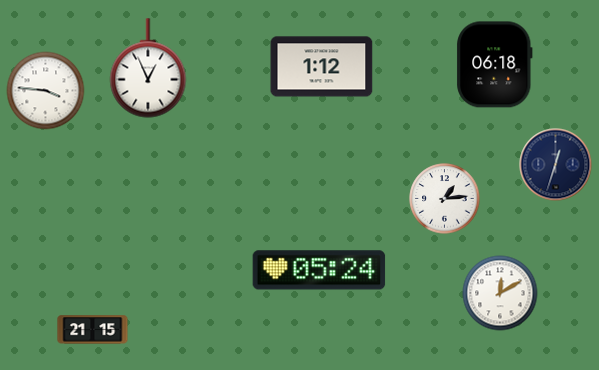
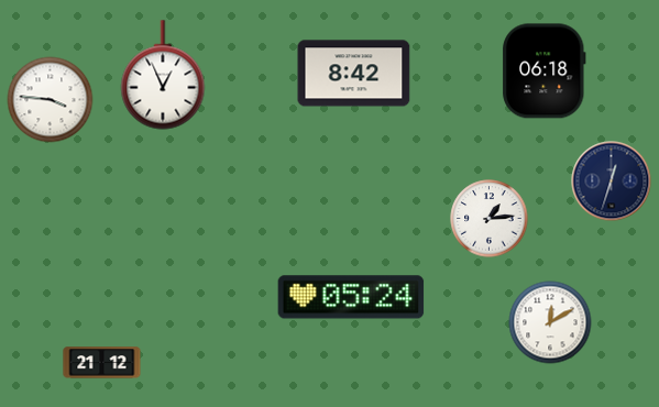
clock at (322, 67): 1:12 -> 8:42
clock at (93, 330): 21:15 -> 21:12
